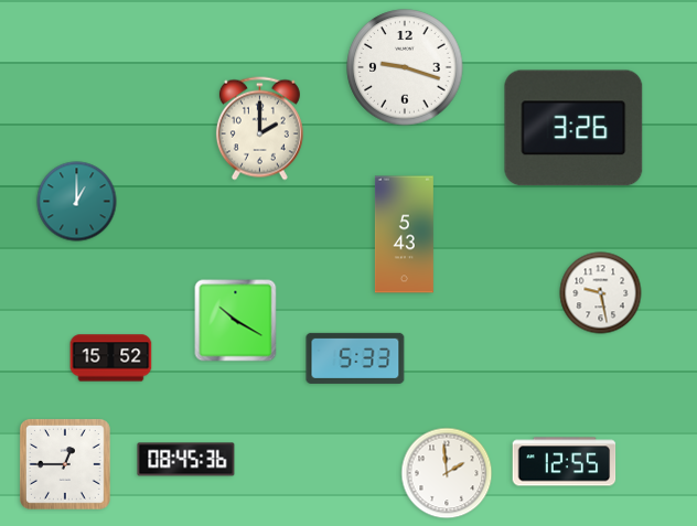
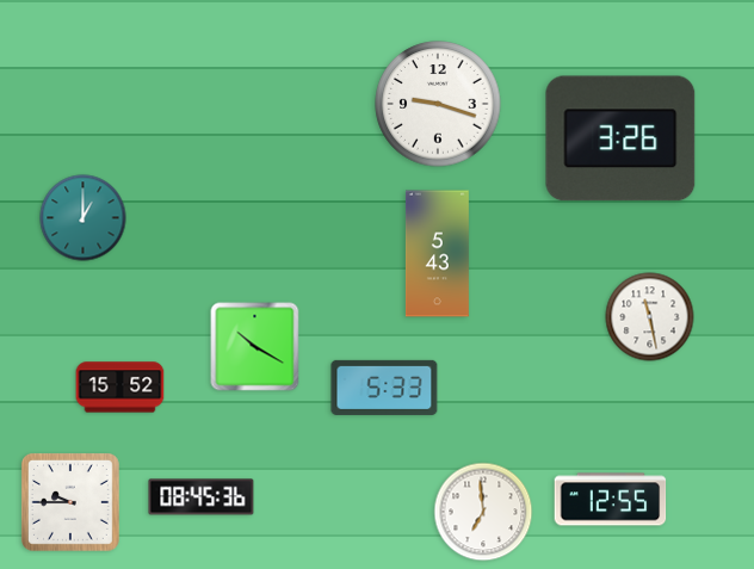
clock at (405, 67) position: (405, 67) -> (438, 104)
clock at (259, 129): 2:00 -> none
clock at (601, 293): 9:28 -> 11:28
clock at (65, 464): 12:45 -> 9:45
clock at (447, 473): 1:59 -> 6:59
